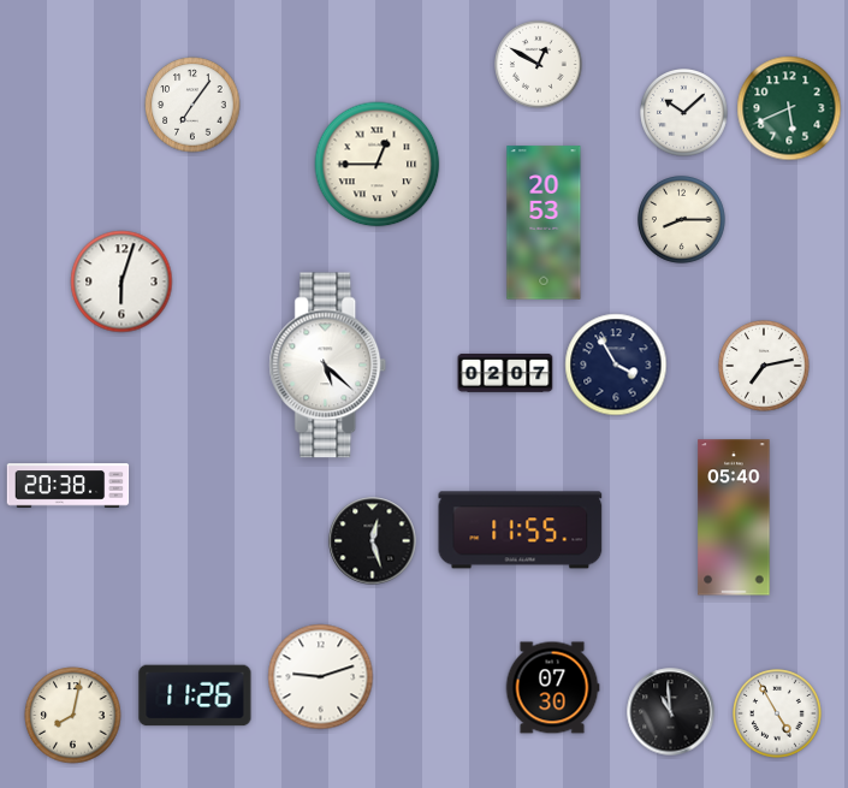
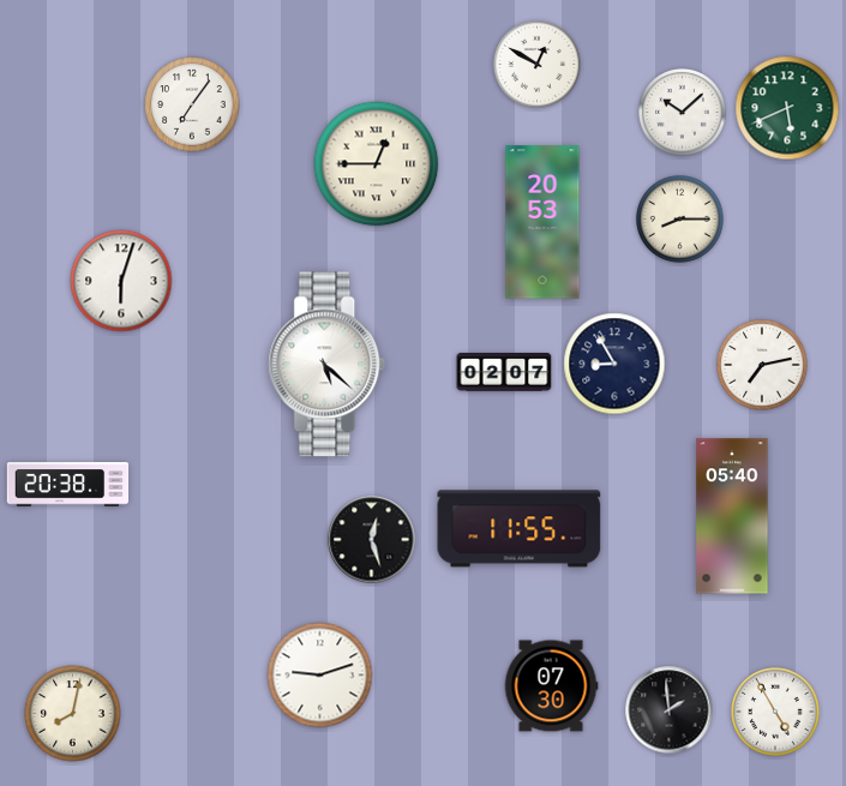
clock at (616, 365): 3:55 -> 8:55
clock at (195, 695): 11:26 -> none
clock at (671, 712): 10:59 -> 1:59
